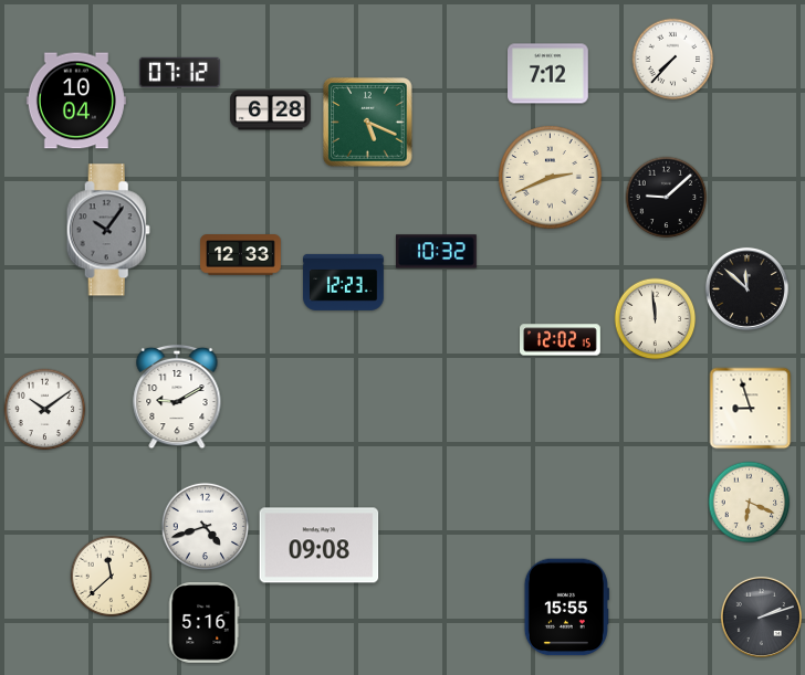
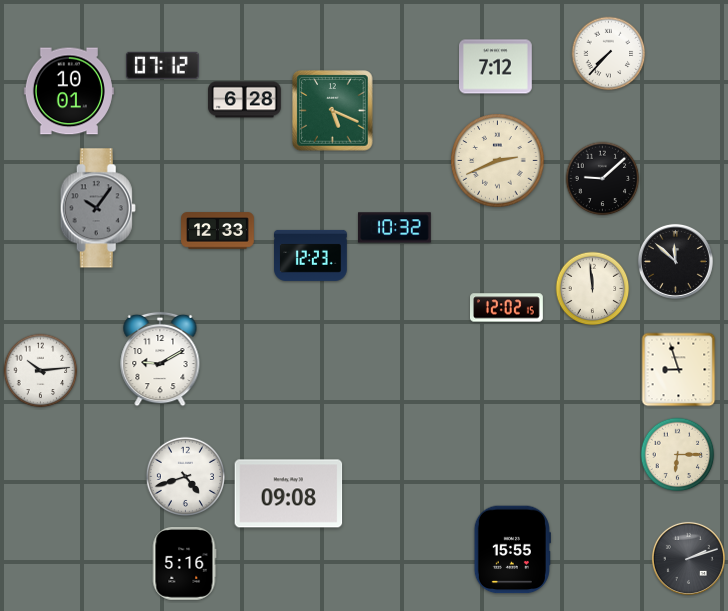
clock at (76, 101): 10:04 -> 10:01
clock at (45, 410): 10:09 -> 10:14
clock at (750, 503): 6:19 -> 6:15
clock at (112, 577): 11:38 -> none
